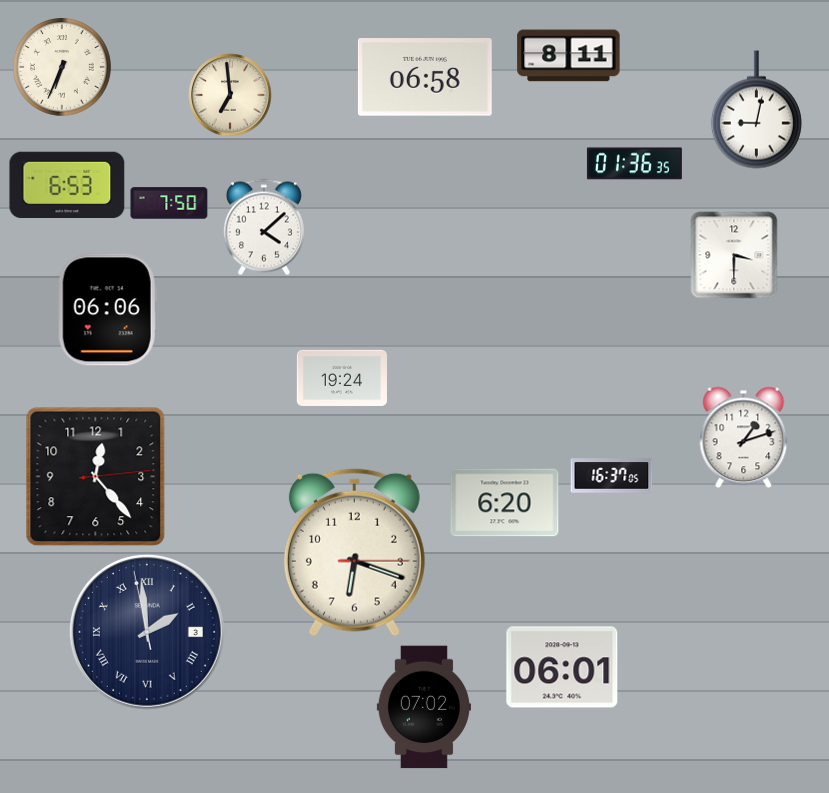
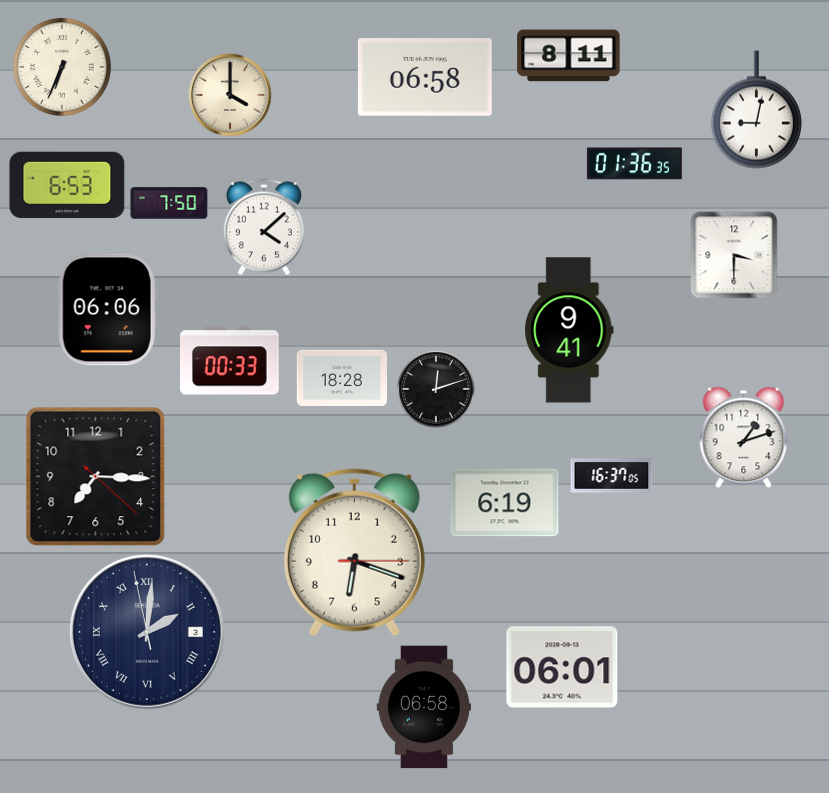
clock at (230, 95): 6:59 -> 4:00
clock at (569, 330): none -> 9:41
clock at (230, 361): none -> 00:33
clock at (342, 378): 19:24 -> 18:28
clock at (436, 389): none -> 12:12
clock at (96, 477): 12:23 -> 7:15
clock at (505, 503): 6:20 -> 6:19
clock at (147, 632): 1:58 -> 2:00
clock at (424, 707): 07:02 -> 06:58
